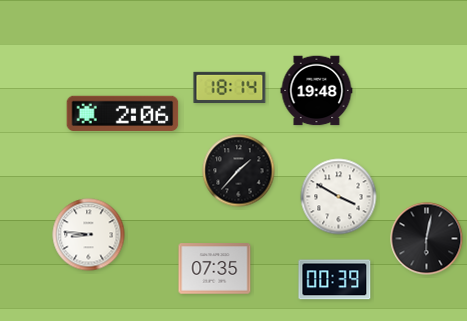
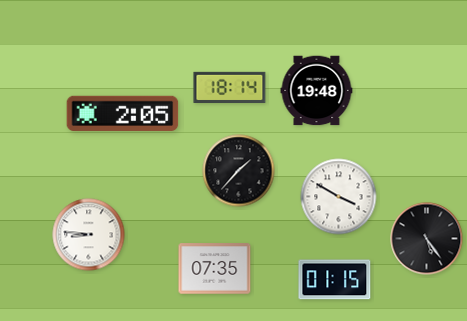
clock at (123, 113): 2:06 -> 2:05
clock at (427, 239): 6:02 -> 5:24
clock at (335, 280): 00:39 -> 01:15
